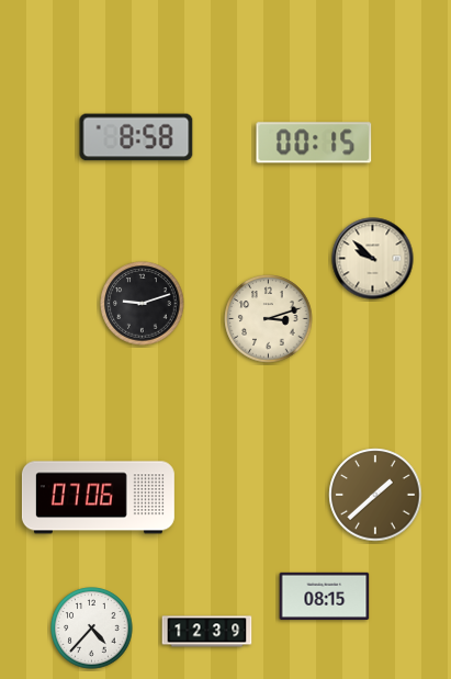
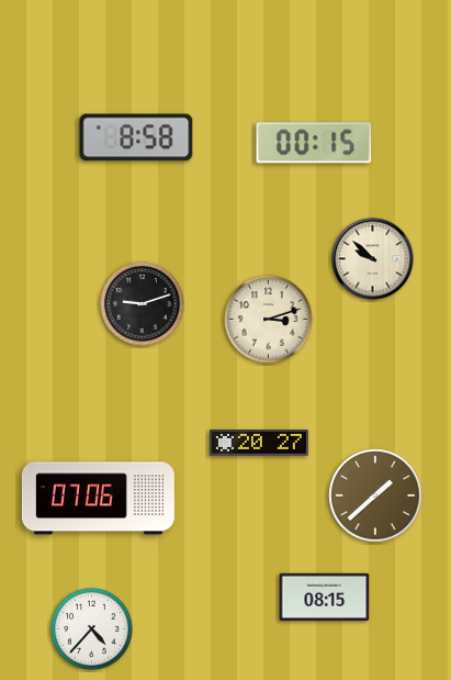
clock at (259, 443): none -> 20:27
clock at (207, 632): 12:39 -> none
